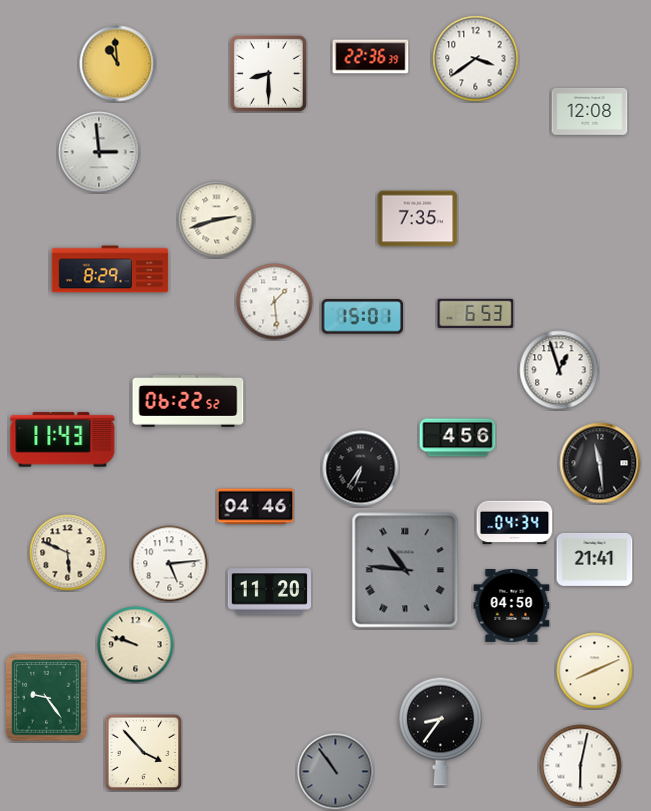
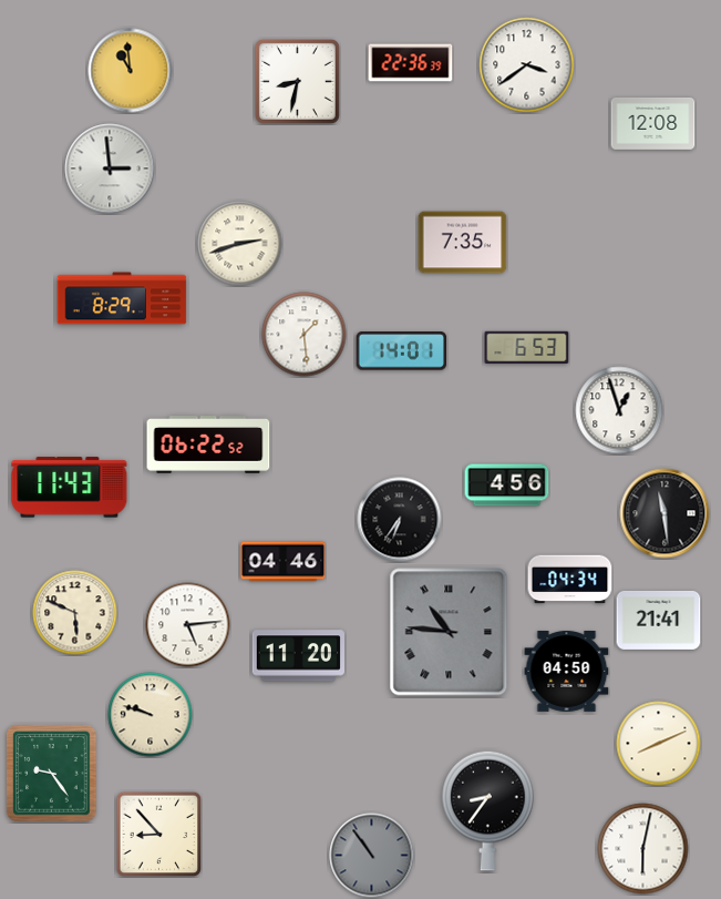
clock at (268, 73): 8:30 -> 8:32
clock at (363, 317): 15:01 -> 14:01
clock at (143, 752): 3:53 -> 8:53
